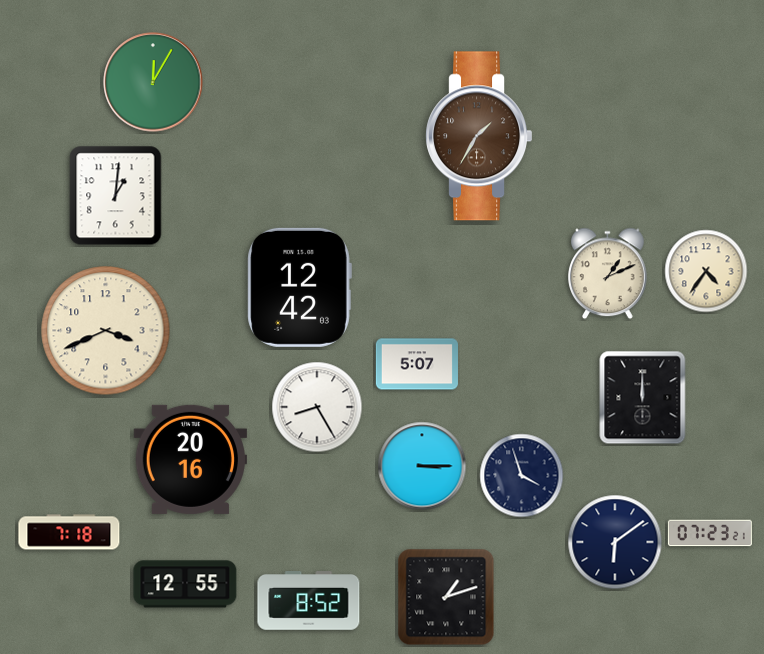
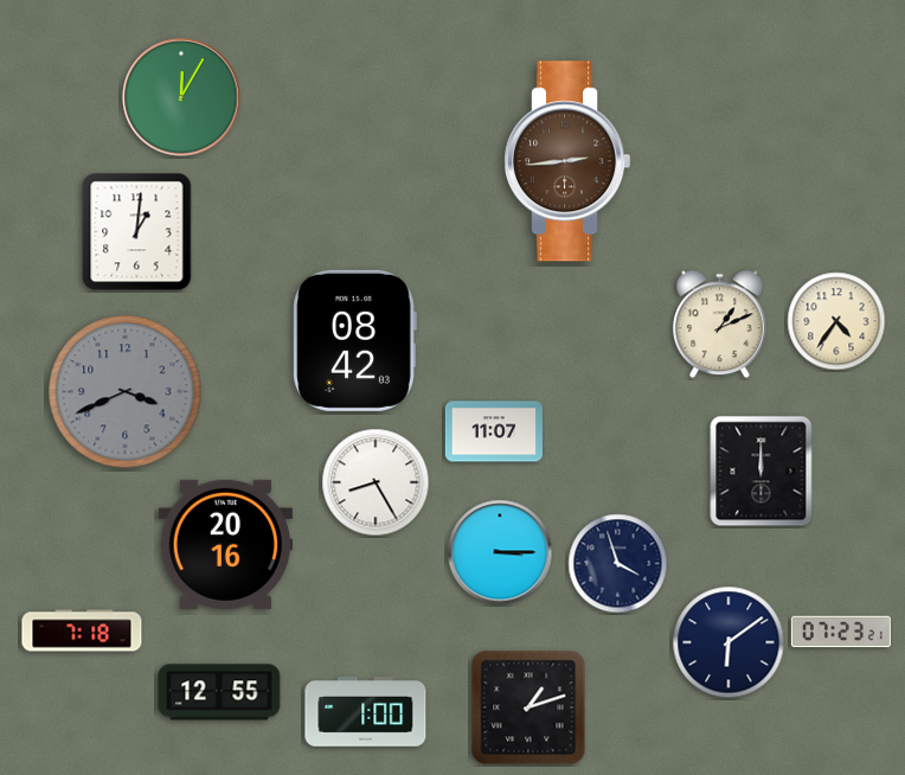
clock at (478, 136): 1:35 -> 2:44
clock at (299, 287): 12:42 -> 08:42
clock at (106, 331) dial: cream -> grey
clock at (417, 364): 5:07 -> 11:07
clock at (309, 601): 8:52 -> 1:00
